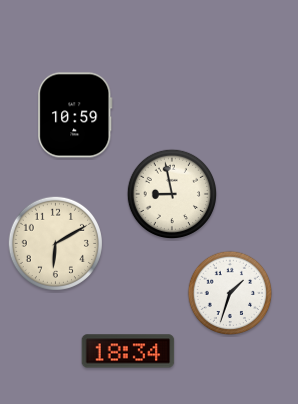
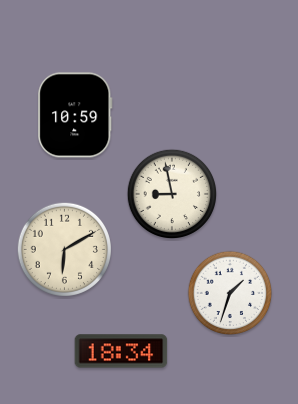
clock at (55, 243) position: (55, 243) -> (64, 249)
clock at (128, 351) position: (128, 351) -> (121, 351)
